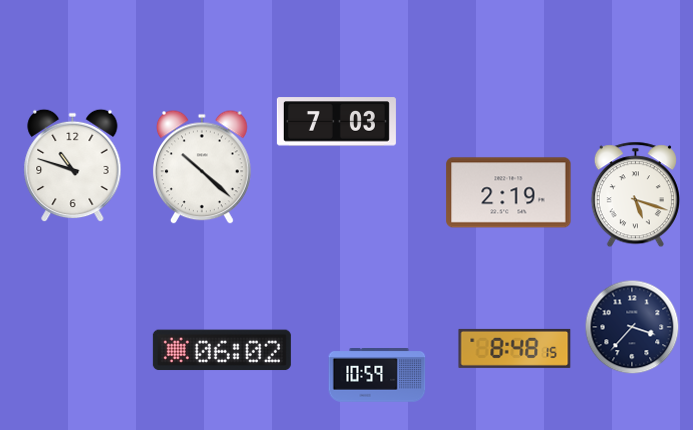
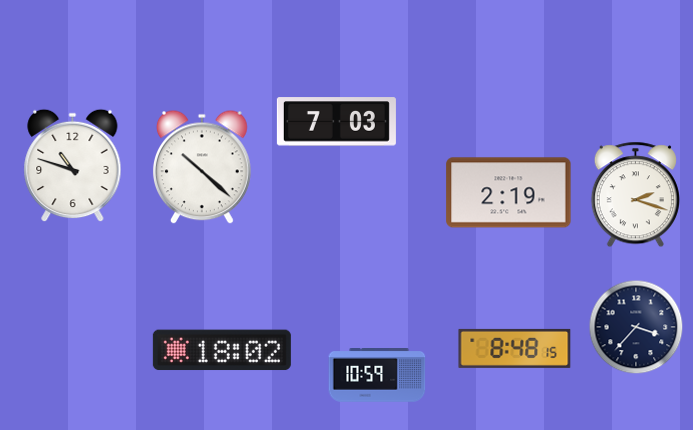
clock at (635, 195): 5:18 -> 2:18
clock at (632, 327) position: (632, 327) -> (636, 327)
clock at (222, 350): 06:02 -> 18:02
